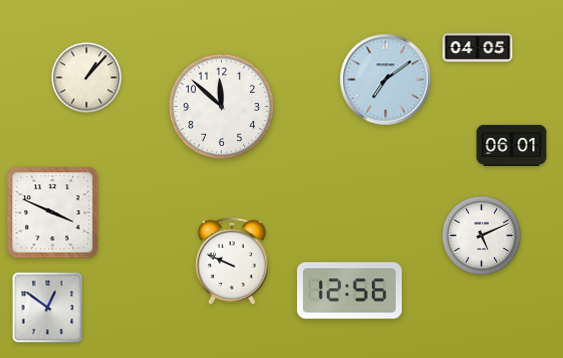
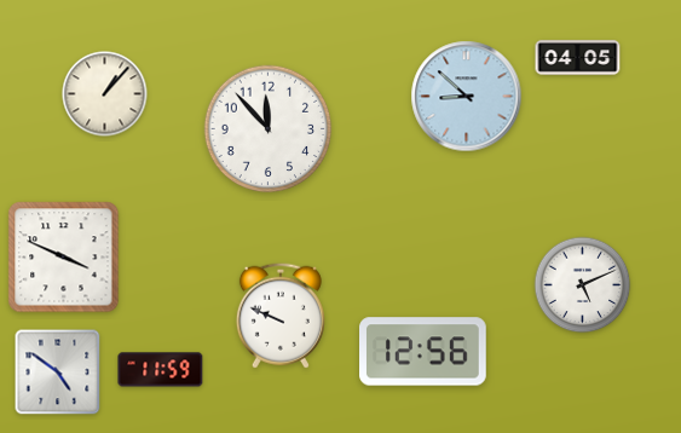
clock at (386, 80): 7:09 -> 8:52
clock at (222, 107): 11:52 -> 11:53
clock at (512, 145): 06:01 -> none
clock at (161, 370): none -> 11:59
clock at (48, 308): 12:51 -> 4:51
